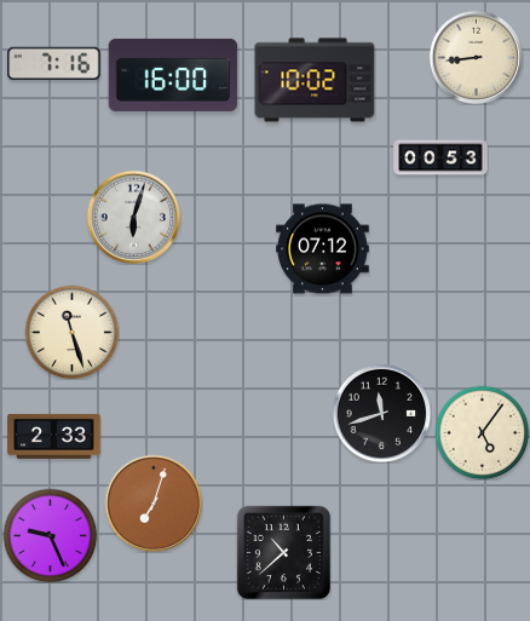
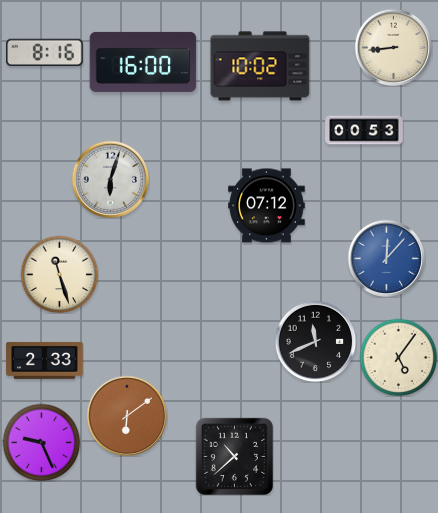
clock at (54, 63): 7:16 -> 8:16
clock at (386, 258): none -> 12:07
clock at (381, 413): 11:42 -> 11:41
clock at (154, 504): 7:03 -> 6:09
